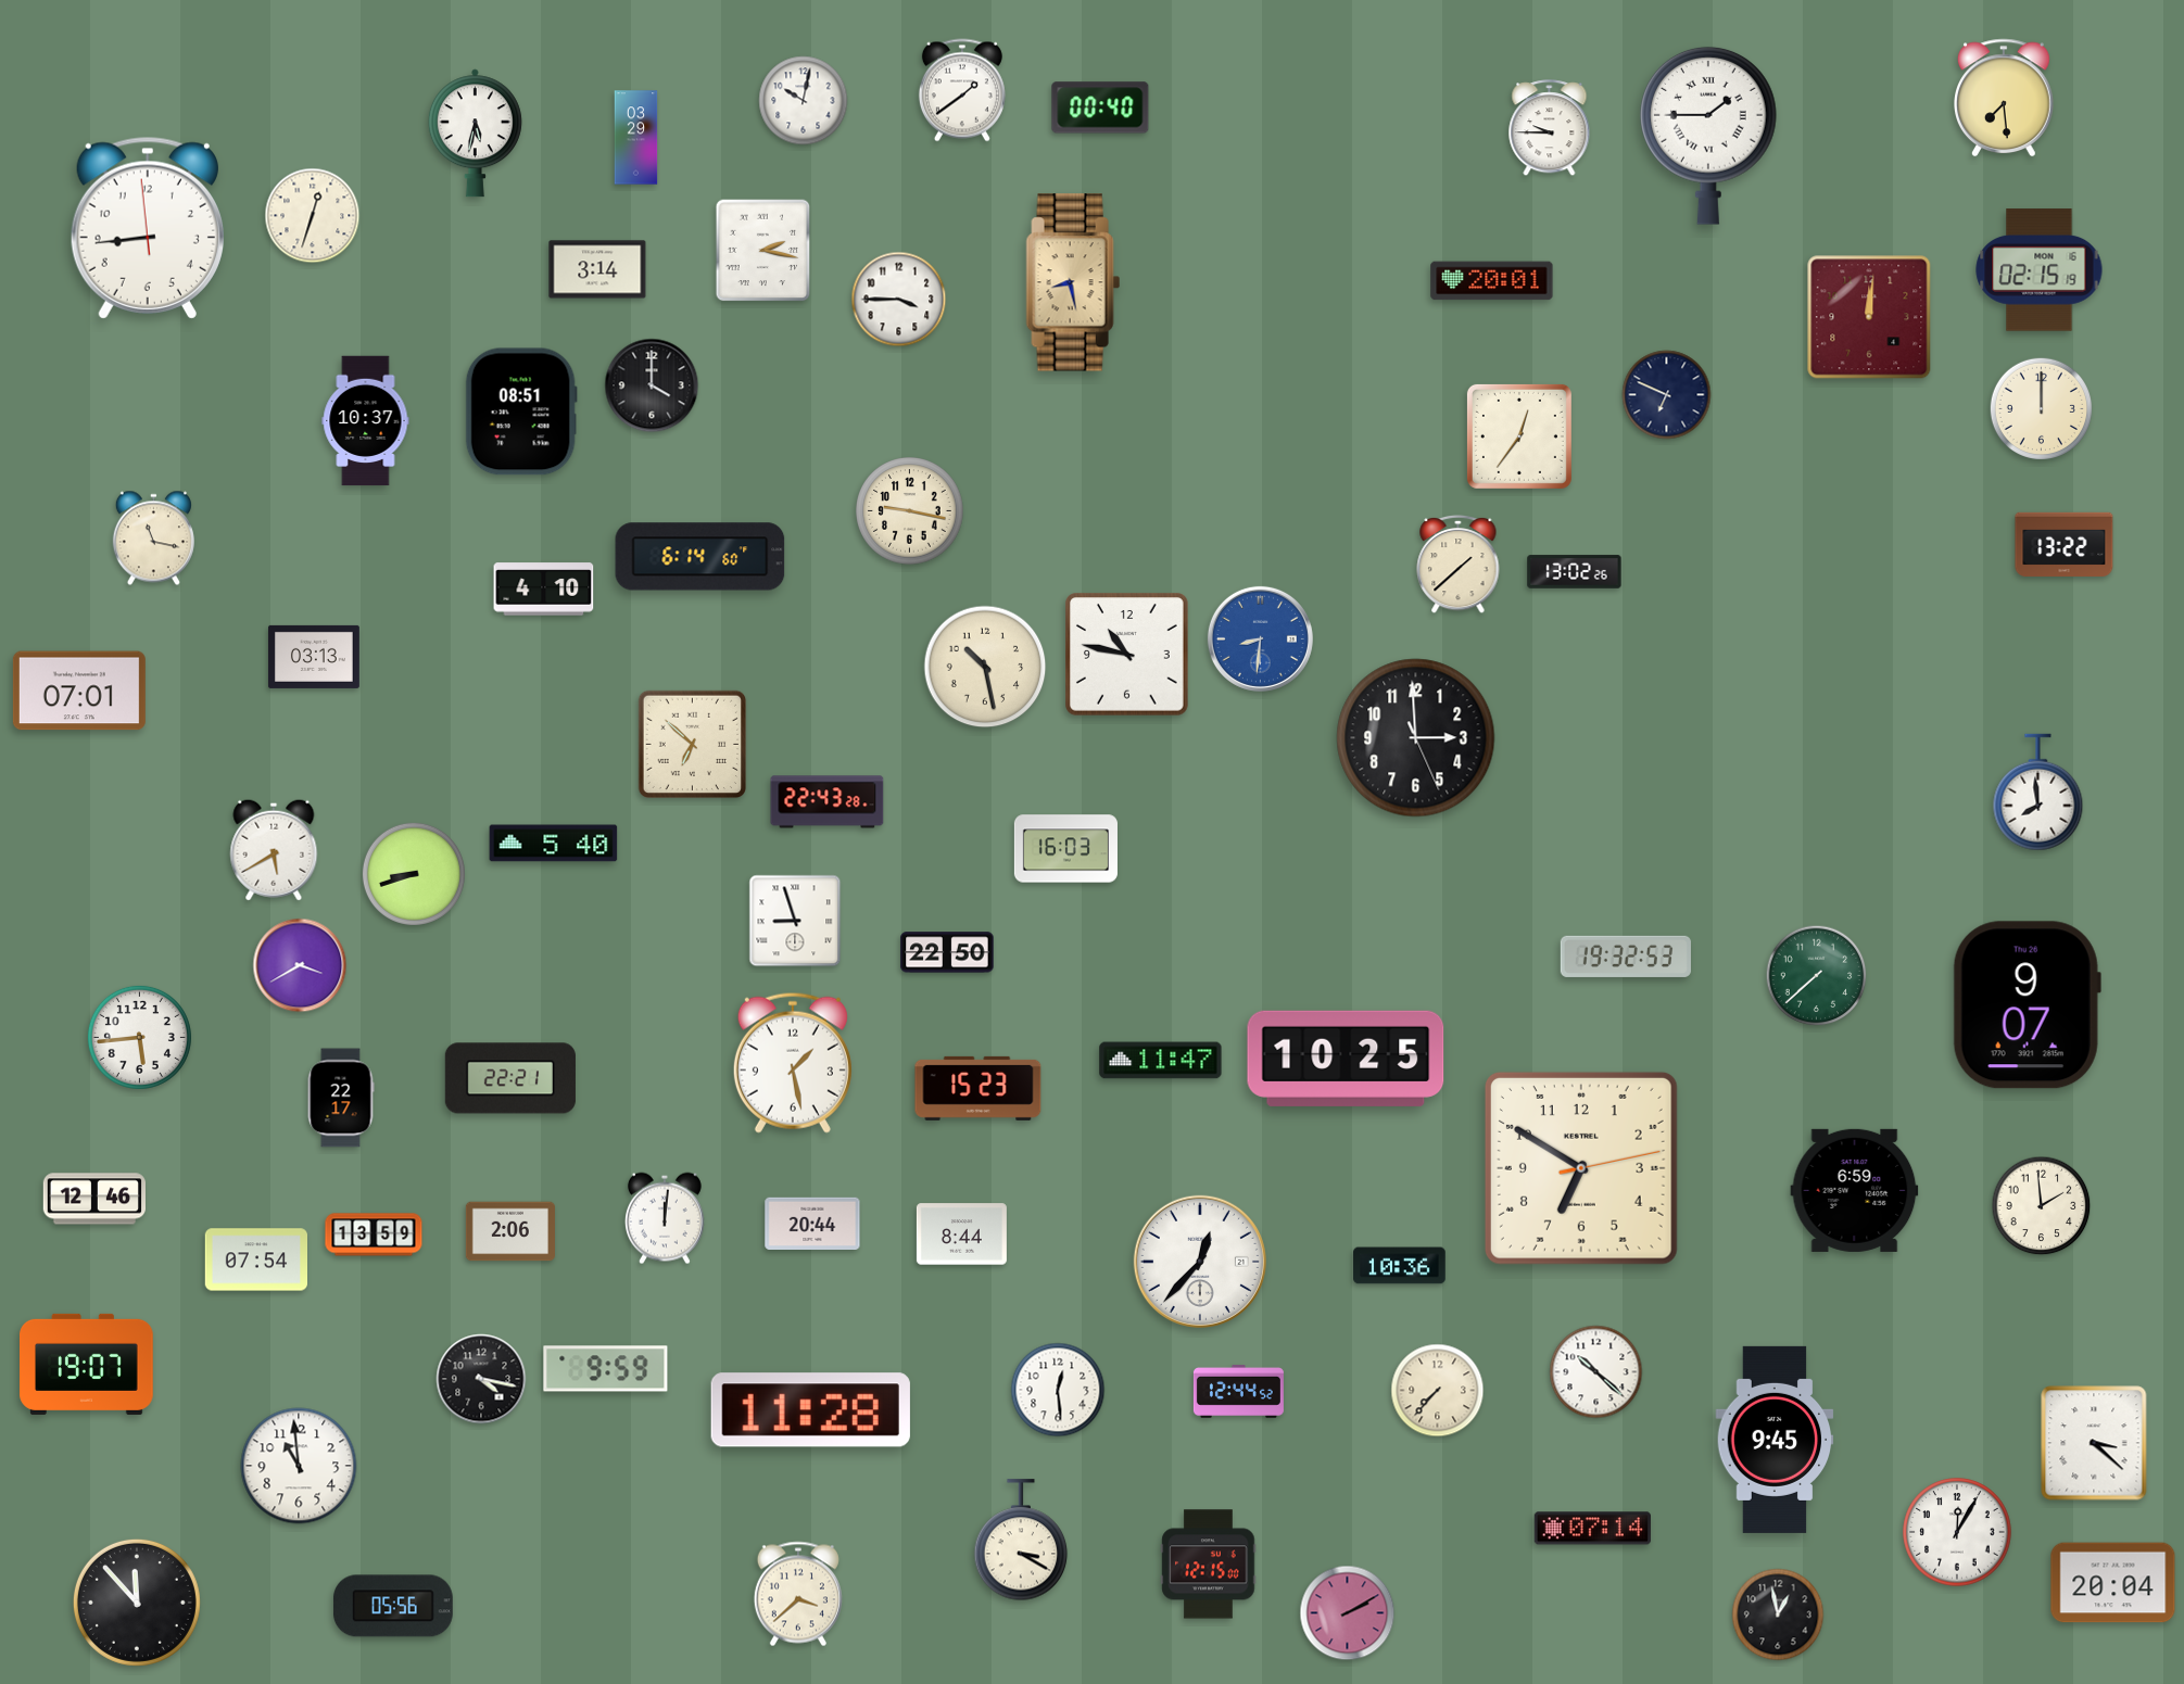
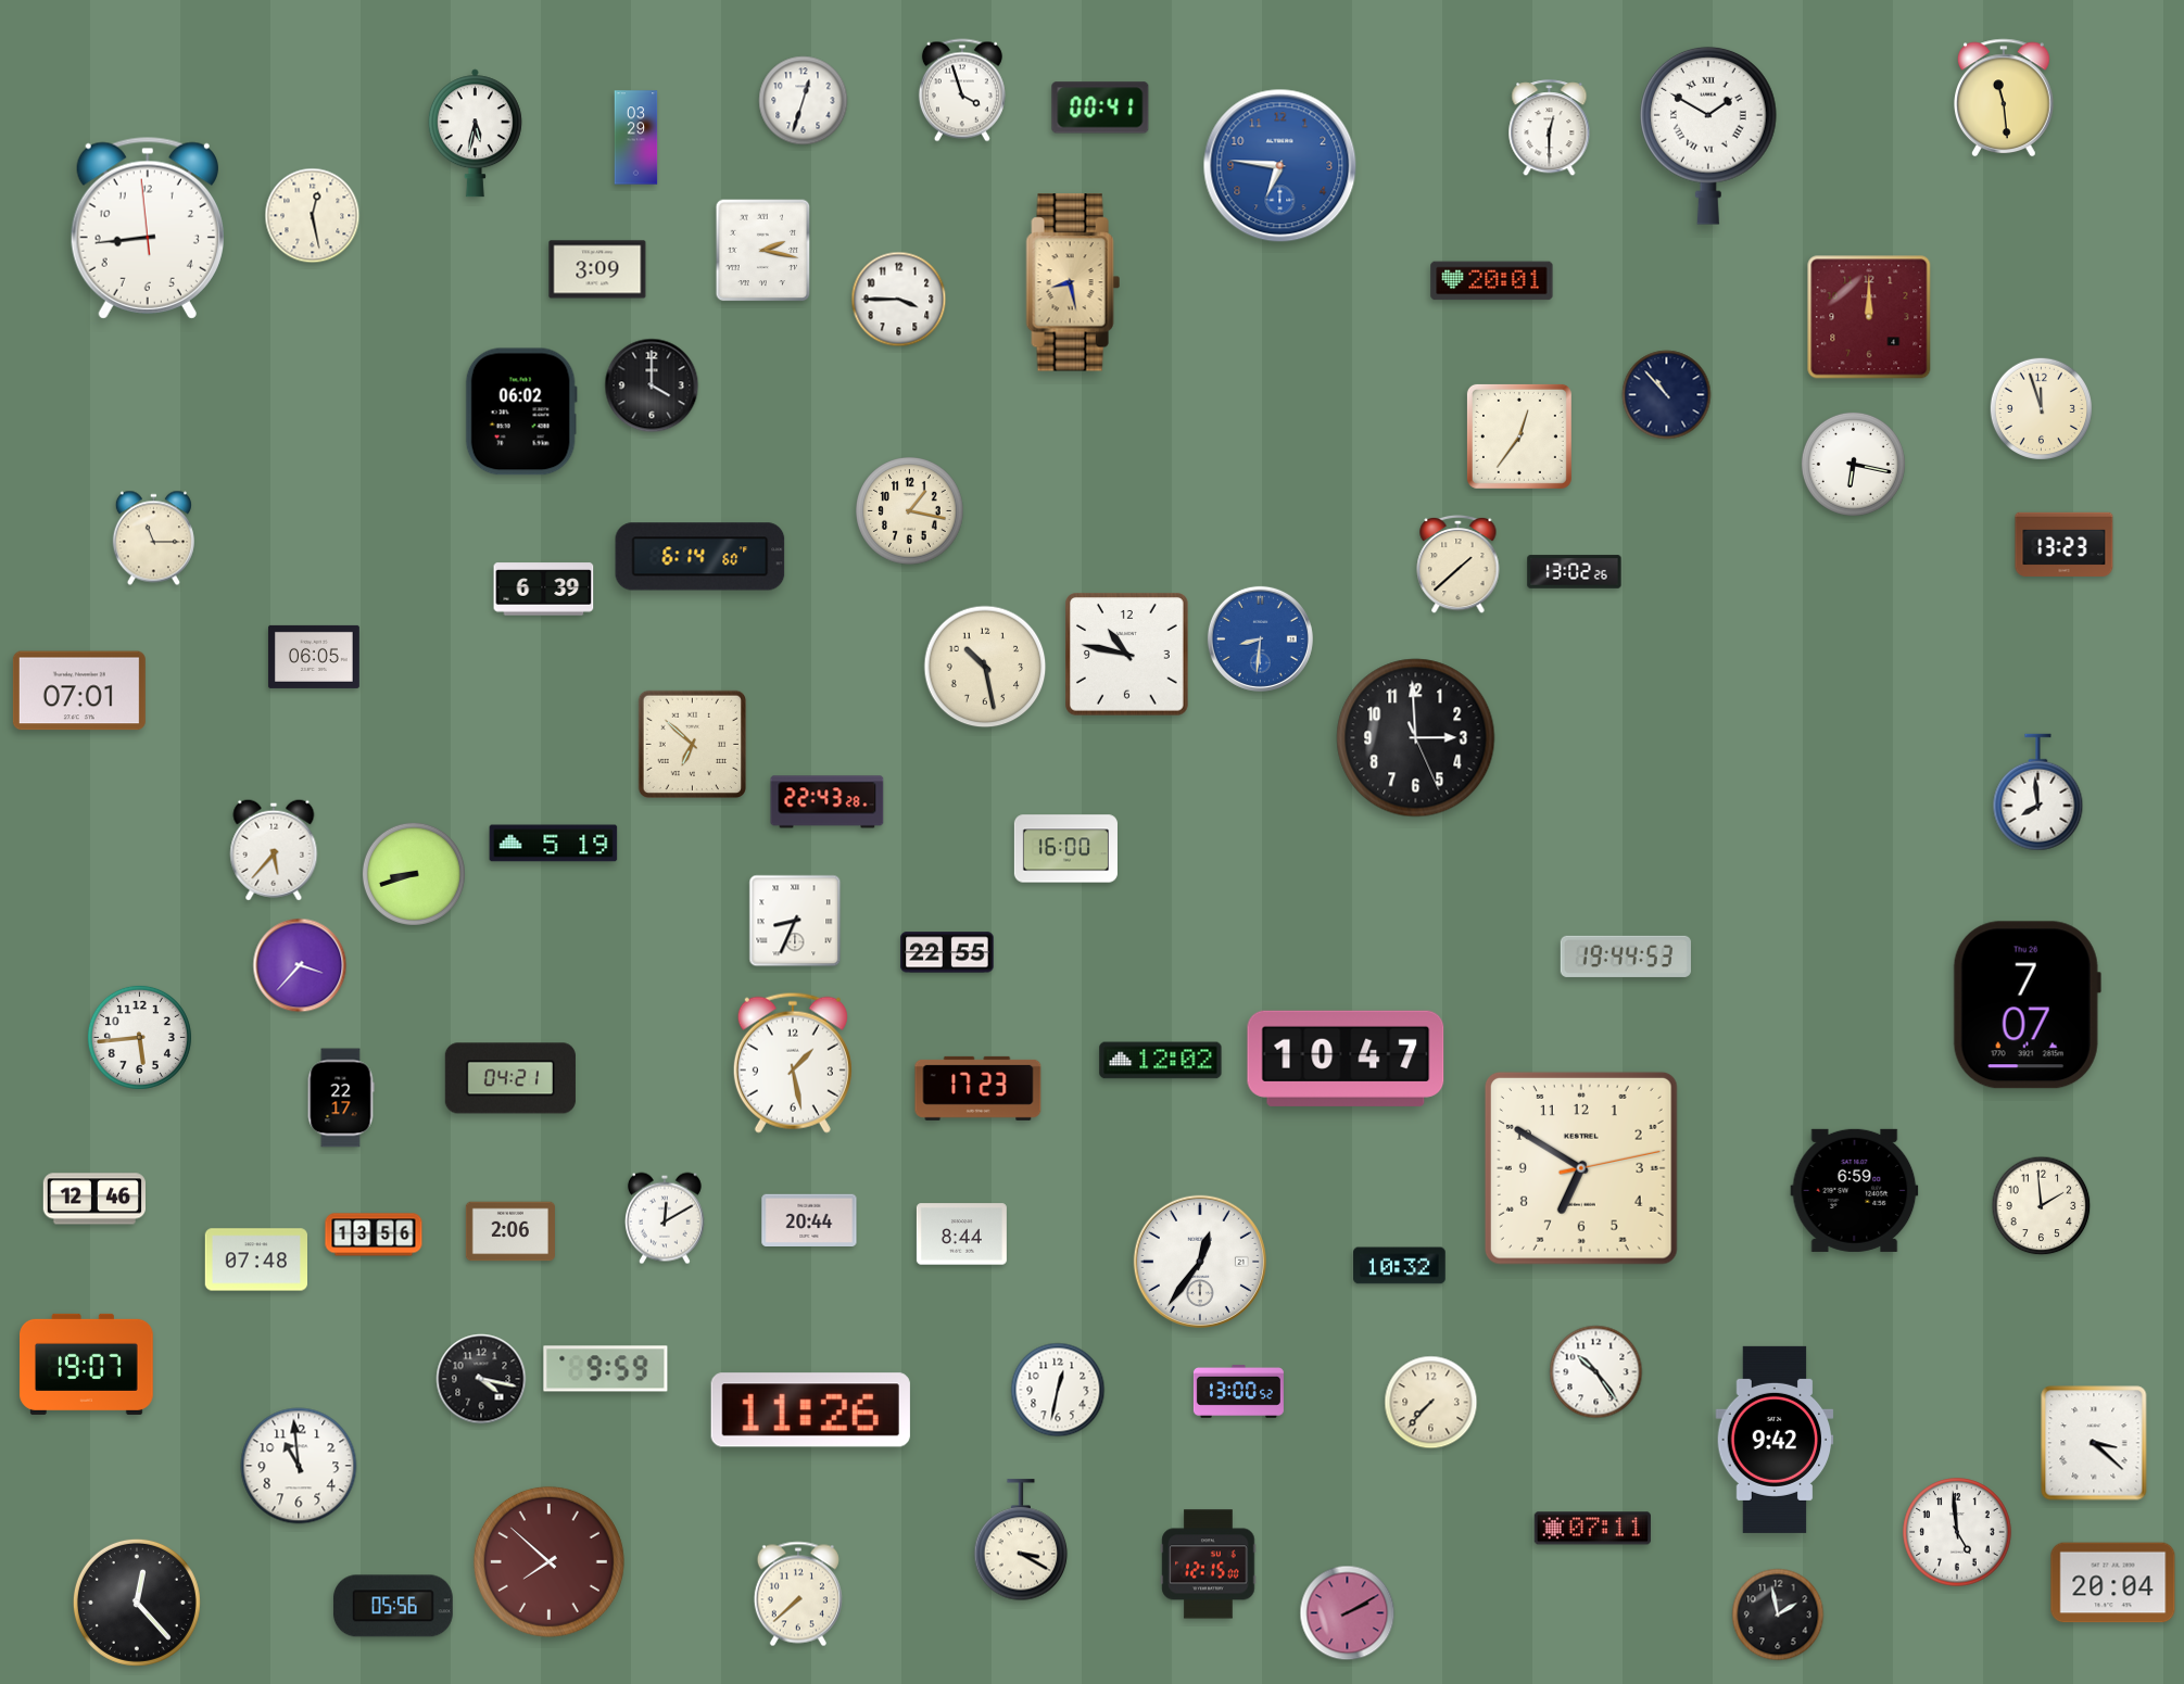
clock at (962, 90): 1:39 -> 3:57
clock at (2005, 98): 7:29 -> 11:29
clock at (804, 101): 10:02 -> 12:33
clock at (1100, 107): 00:40 -> 00:41
clock at (1550, 128): 9:45 -> 12:30
clock at (1709, 136): 1:45 -> 1:50
clock at (1280, 166): none -> 6:46
clock at (313, 216): 12:33 -> 12:28
clock at (597, 269): 3:14 -> 3:09
clock at (2040, 270): 02:15 -> none
clock at (1869, 317): 12:01 -> 12:00
clock at (1667, 395): 6:49 -> 10:53
clock at (2041, 408): 12:00 -> 11:57
clock at (521, 411): 08:51 -> 06:02
clock at (366, 421): 10:37 -> none
clock at (1853, 464): none -> 6:17
clock at (910, 511): 9:17 -> 1:17
clock at (153, 539): 11:17 -> 11:15
clock at (2065, 544): 13:22 -> 13:23
clock at (544, 590): 4:10 -> 6:39
clock at (314, 657): 03:13 -> 06:05
clock at (554, 844): 5:40 -> 5:19
clock at (1065, 849): 16:03 -> 16:00
clock at (274, 850): 5:40 -> 5:37
clock at (795, 921): 8:57 -> 8:34
clock at (947, 952): 22:50 -> 22:55
clock at (1626, 957): 19:32 -> 19:44
clock at (300, 965): 3:40 -> 3:37
clock at (1817, 976): 7:38 -> none
clock at (2027, 1005): 9:07 -> 7:07
clock at (1346, 1059): 10:25 -> 10:47
clock at (1161, 1061): 11:47 -> 12:02
clock at (510, 1078): 22:21 -> 04:21
clock at (979, 1088): 15:23 -> 17:23
clock at (665, 1218): 12:01 -> 12:10
clock at (812, 1223) position: (812, 1223) -> (809, 1219)
clock at (374, 1234): 13:59 -> 13:56
clock at (255, 1259): 07:54 -> 07:48
clock at (1200, 1262): 12:37 -> 12:36
clock at (1400, 1266): 10:36 -> 10:32
clock at (1596, 1372): 10:22 -> 10:24
clock at (1058, 1390): 12:29 -> 12:32
clock at (1438, 1391) position: (1438, 1391) -> (1431, 1403)
clock at (1238, 1392): 12:44 -> 13:00
clock at (810, 1410): 11:28 -> 11:26
clock at (1775, 1440): 9:45 -> 9:42
clock at (1592, 1529): 07:14 -> 07:11
clock at (1957, 1532): 12:05 -> 4:59
clock at (548, 1561): none -> 7:52
clock at (798, 1594): 3:38 -> 7:38
clock at (137, 1603): 11:53 -> 12:23
clock at (1778, 1615): 12:58 -> 1:58
